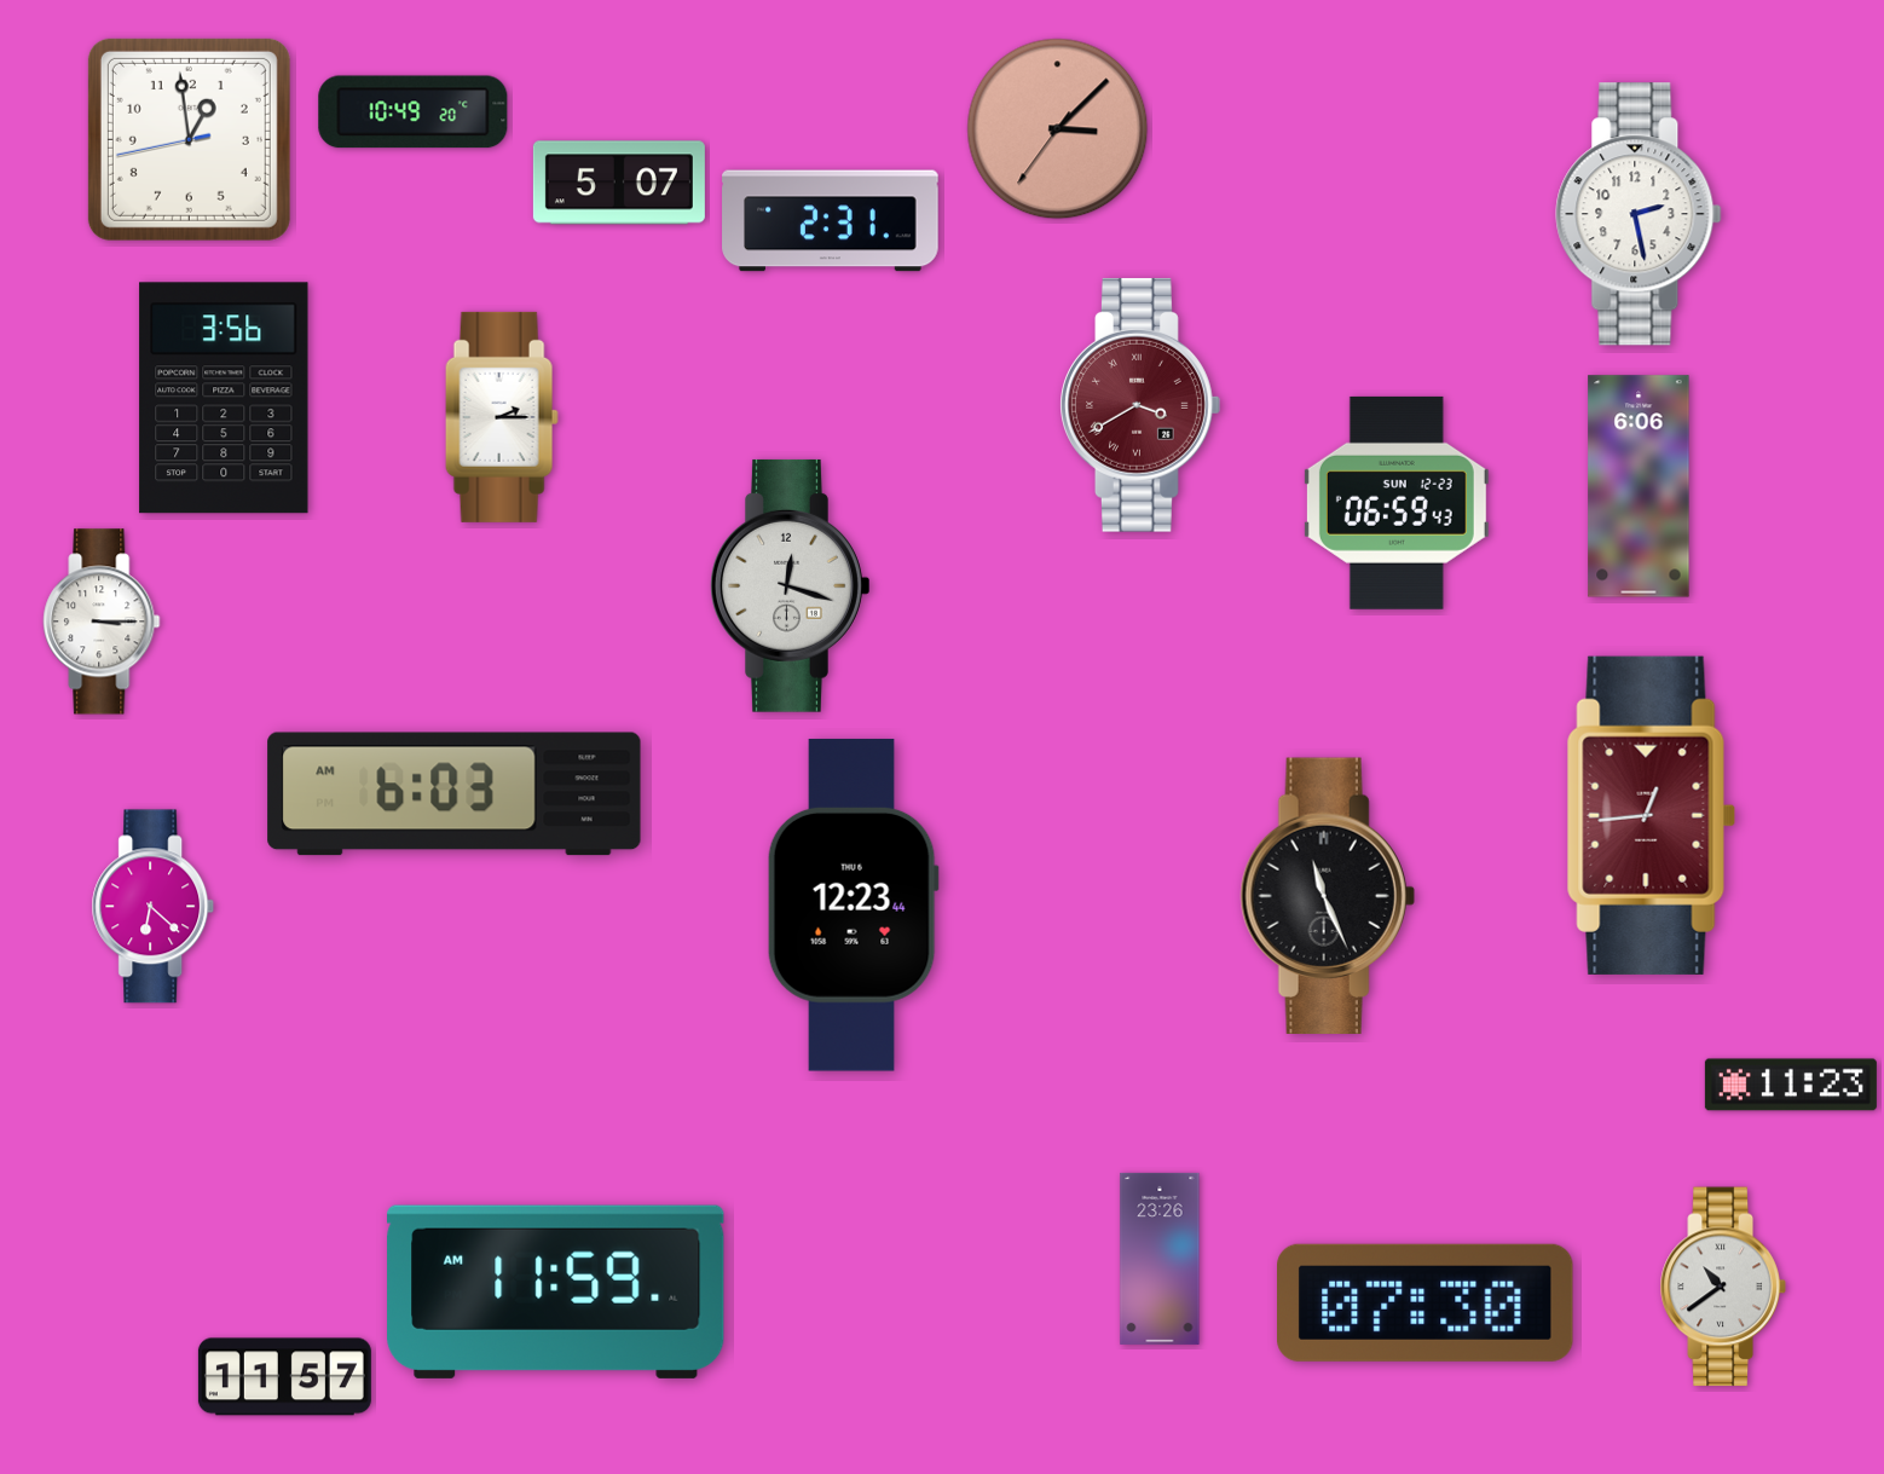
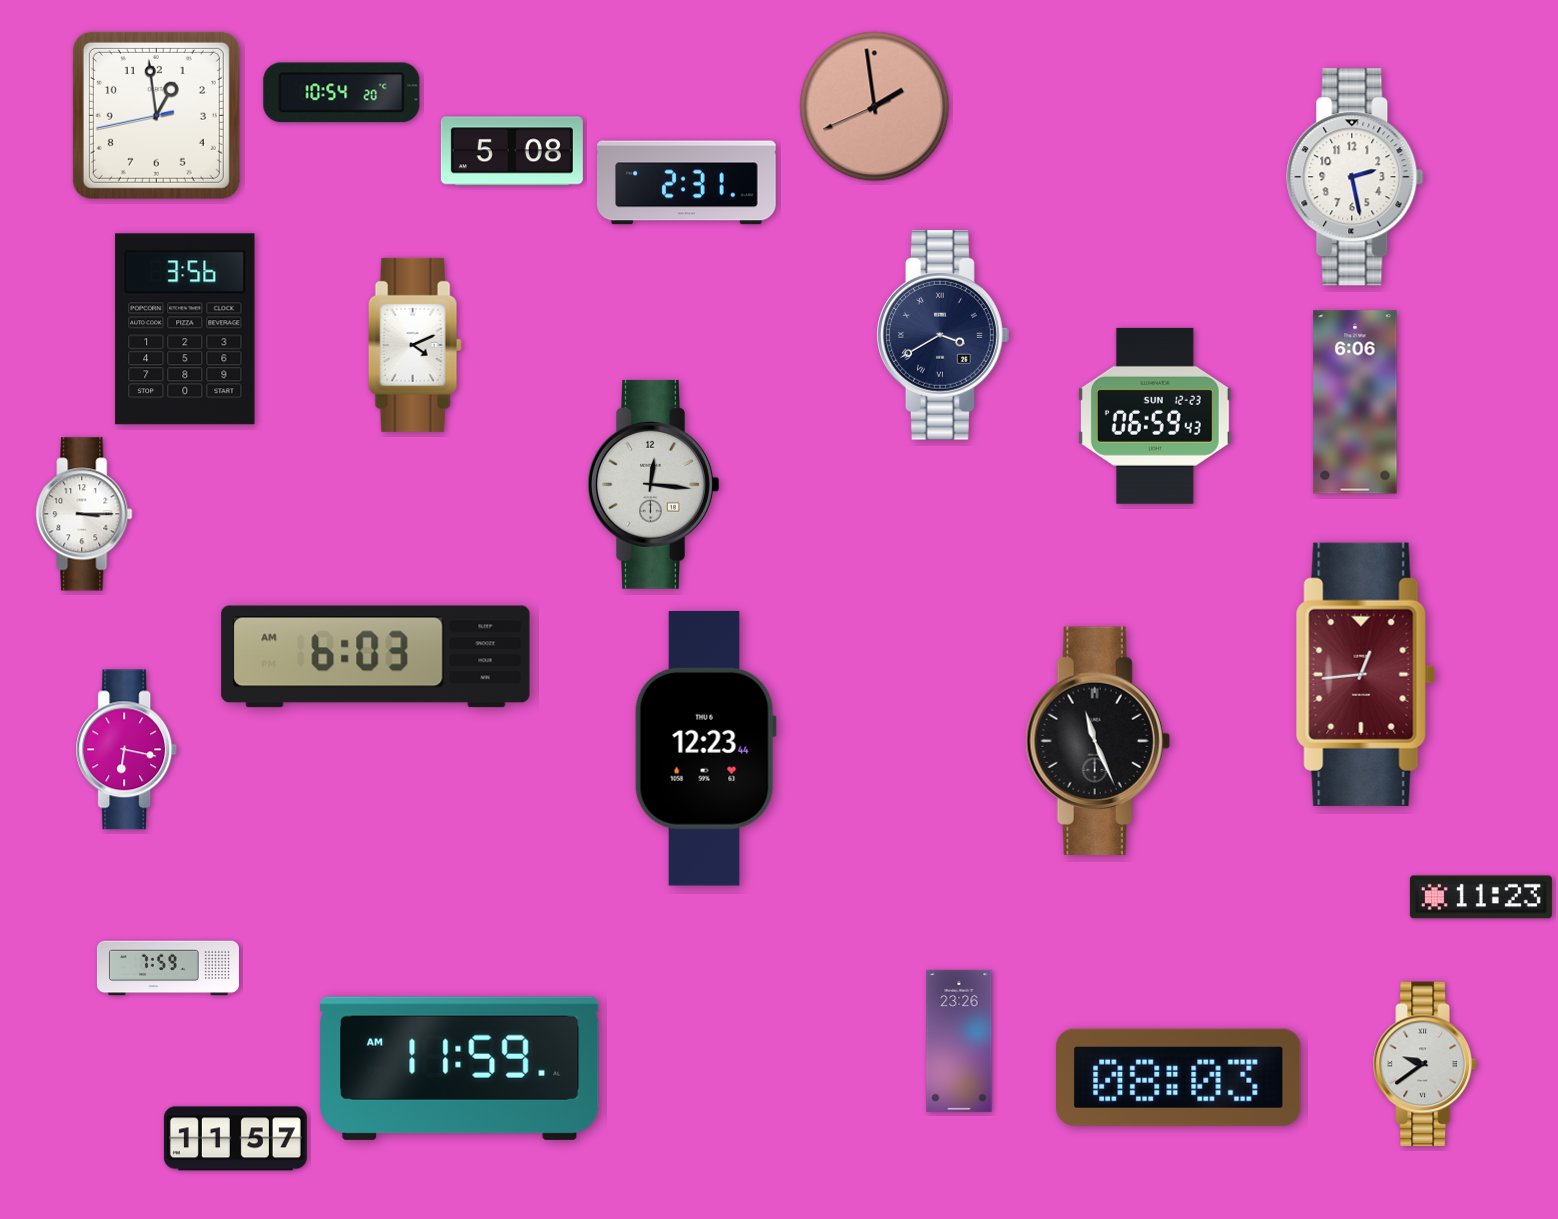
clock at (414, 112): 10:49 -> 10:54
clock at (1058, 129): 3:07 -> 1:58
clock at (619, 183): 5:07 -> 5:08
clock at (1140, 405) dial: burgundy -> navy
clock at (502, 417): 2:15 -> 4:11
clock at (791, 585): 12:18 -> 12:16
clock at (154, 907): 6:22 -> 6:17
clock at (168, 968): none -> 7:59
clock at (1723, 1287): 10:39 -> 9:39
clock at (1426, 1302): 07:30 -> 08:03
